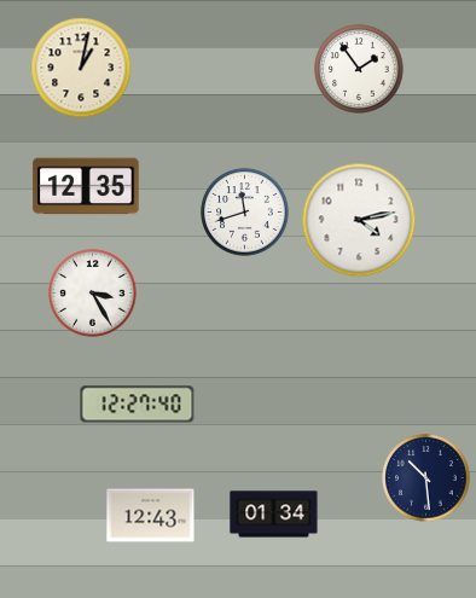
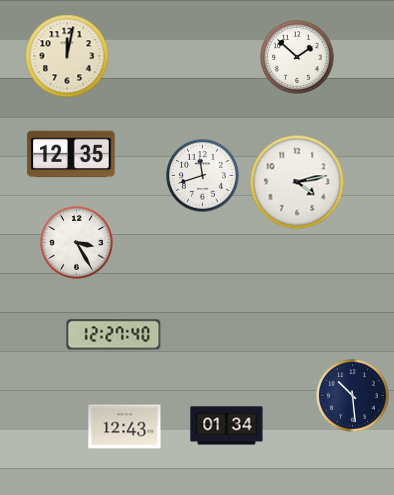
clock at (81, 68): 1:02 -> 12:02
clock at (359, 69): 1:54 -> 1:52
